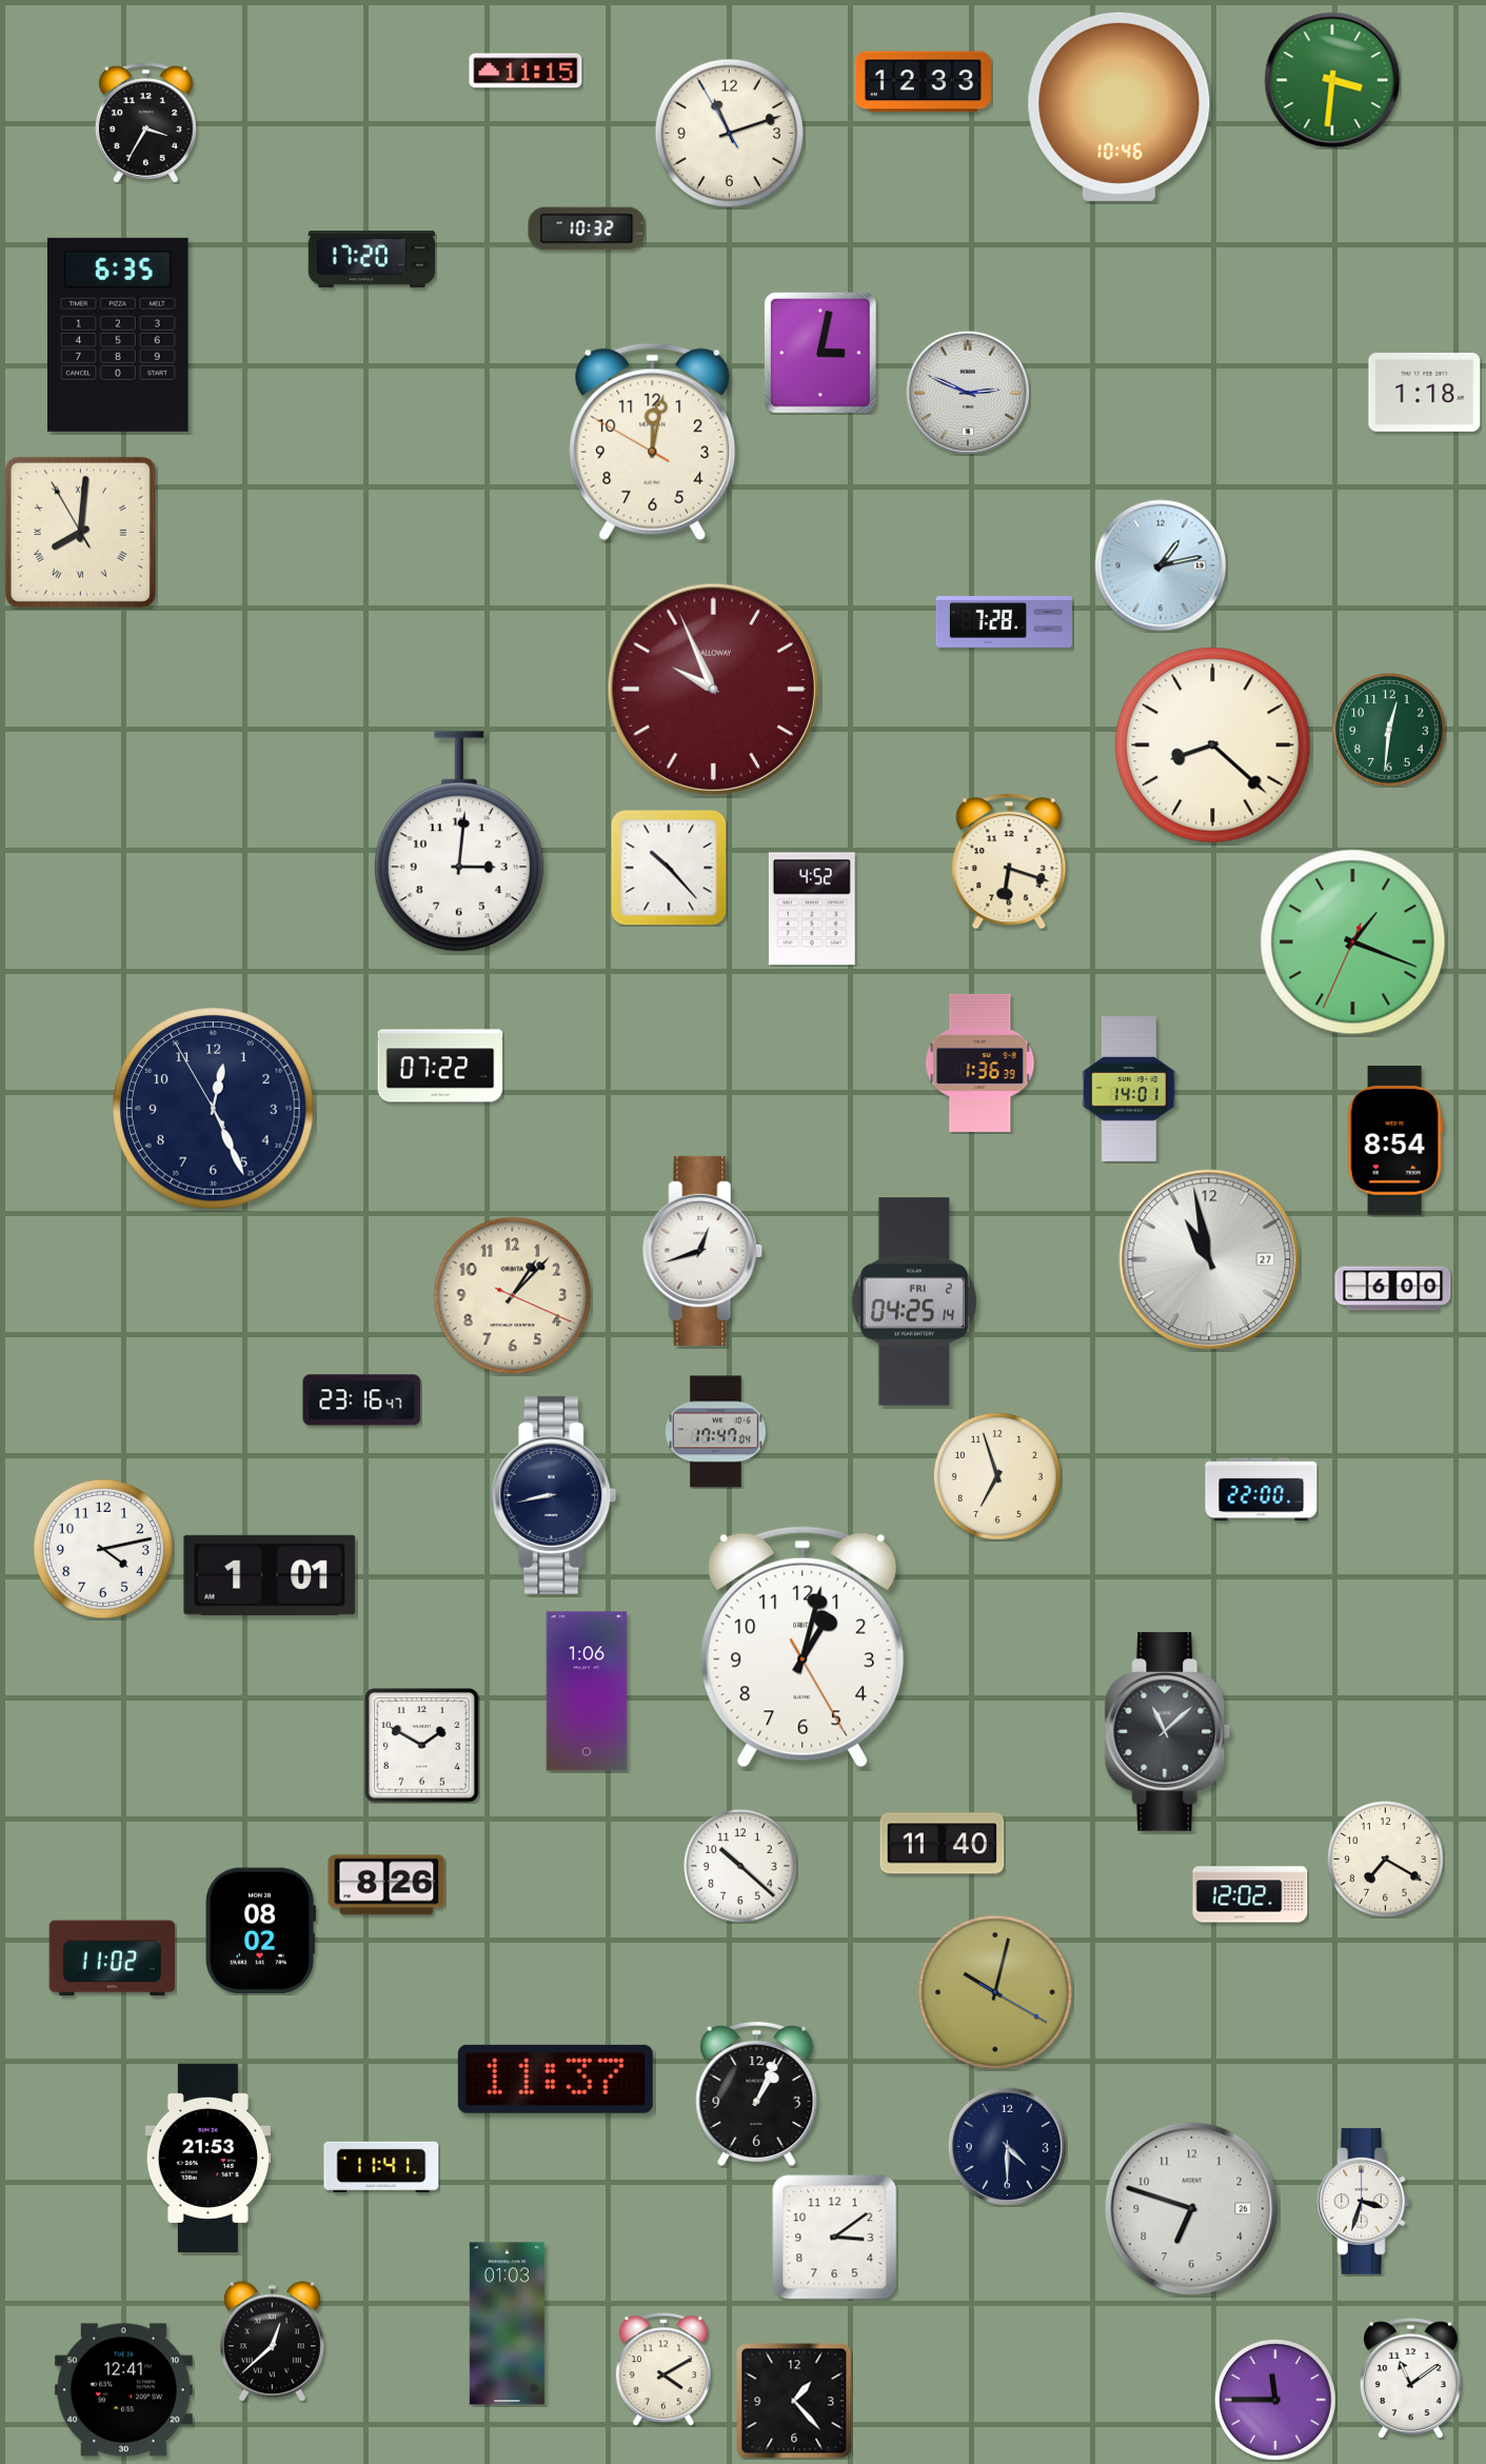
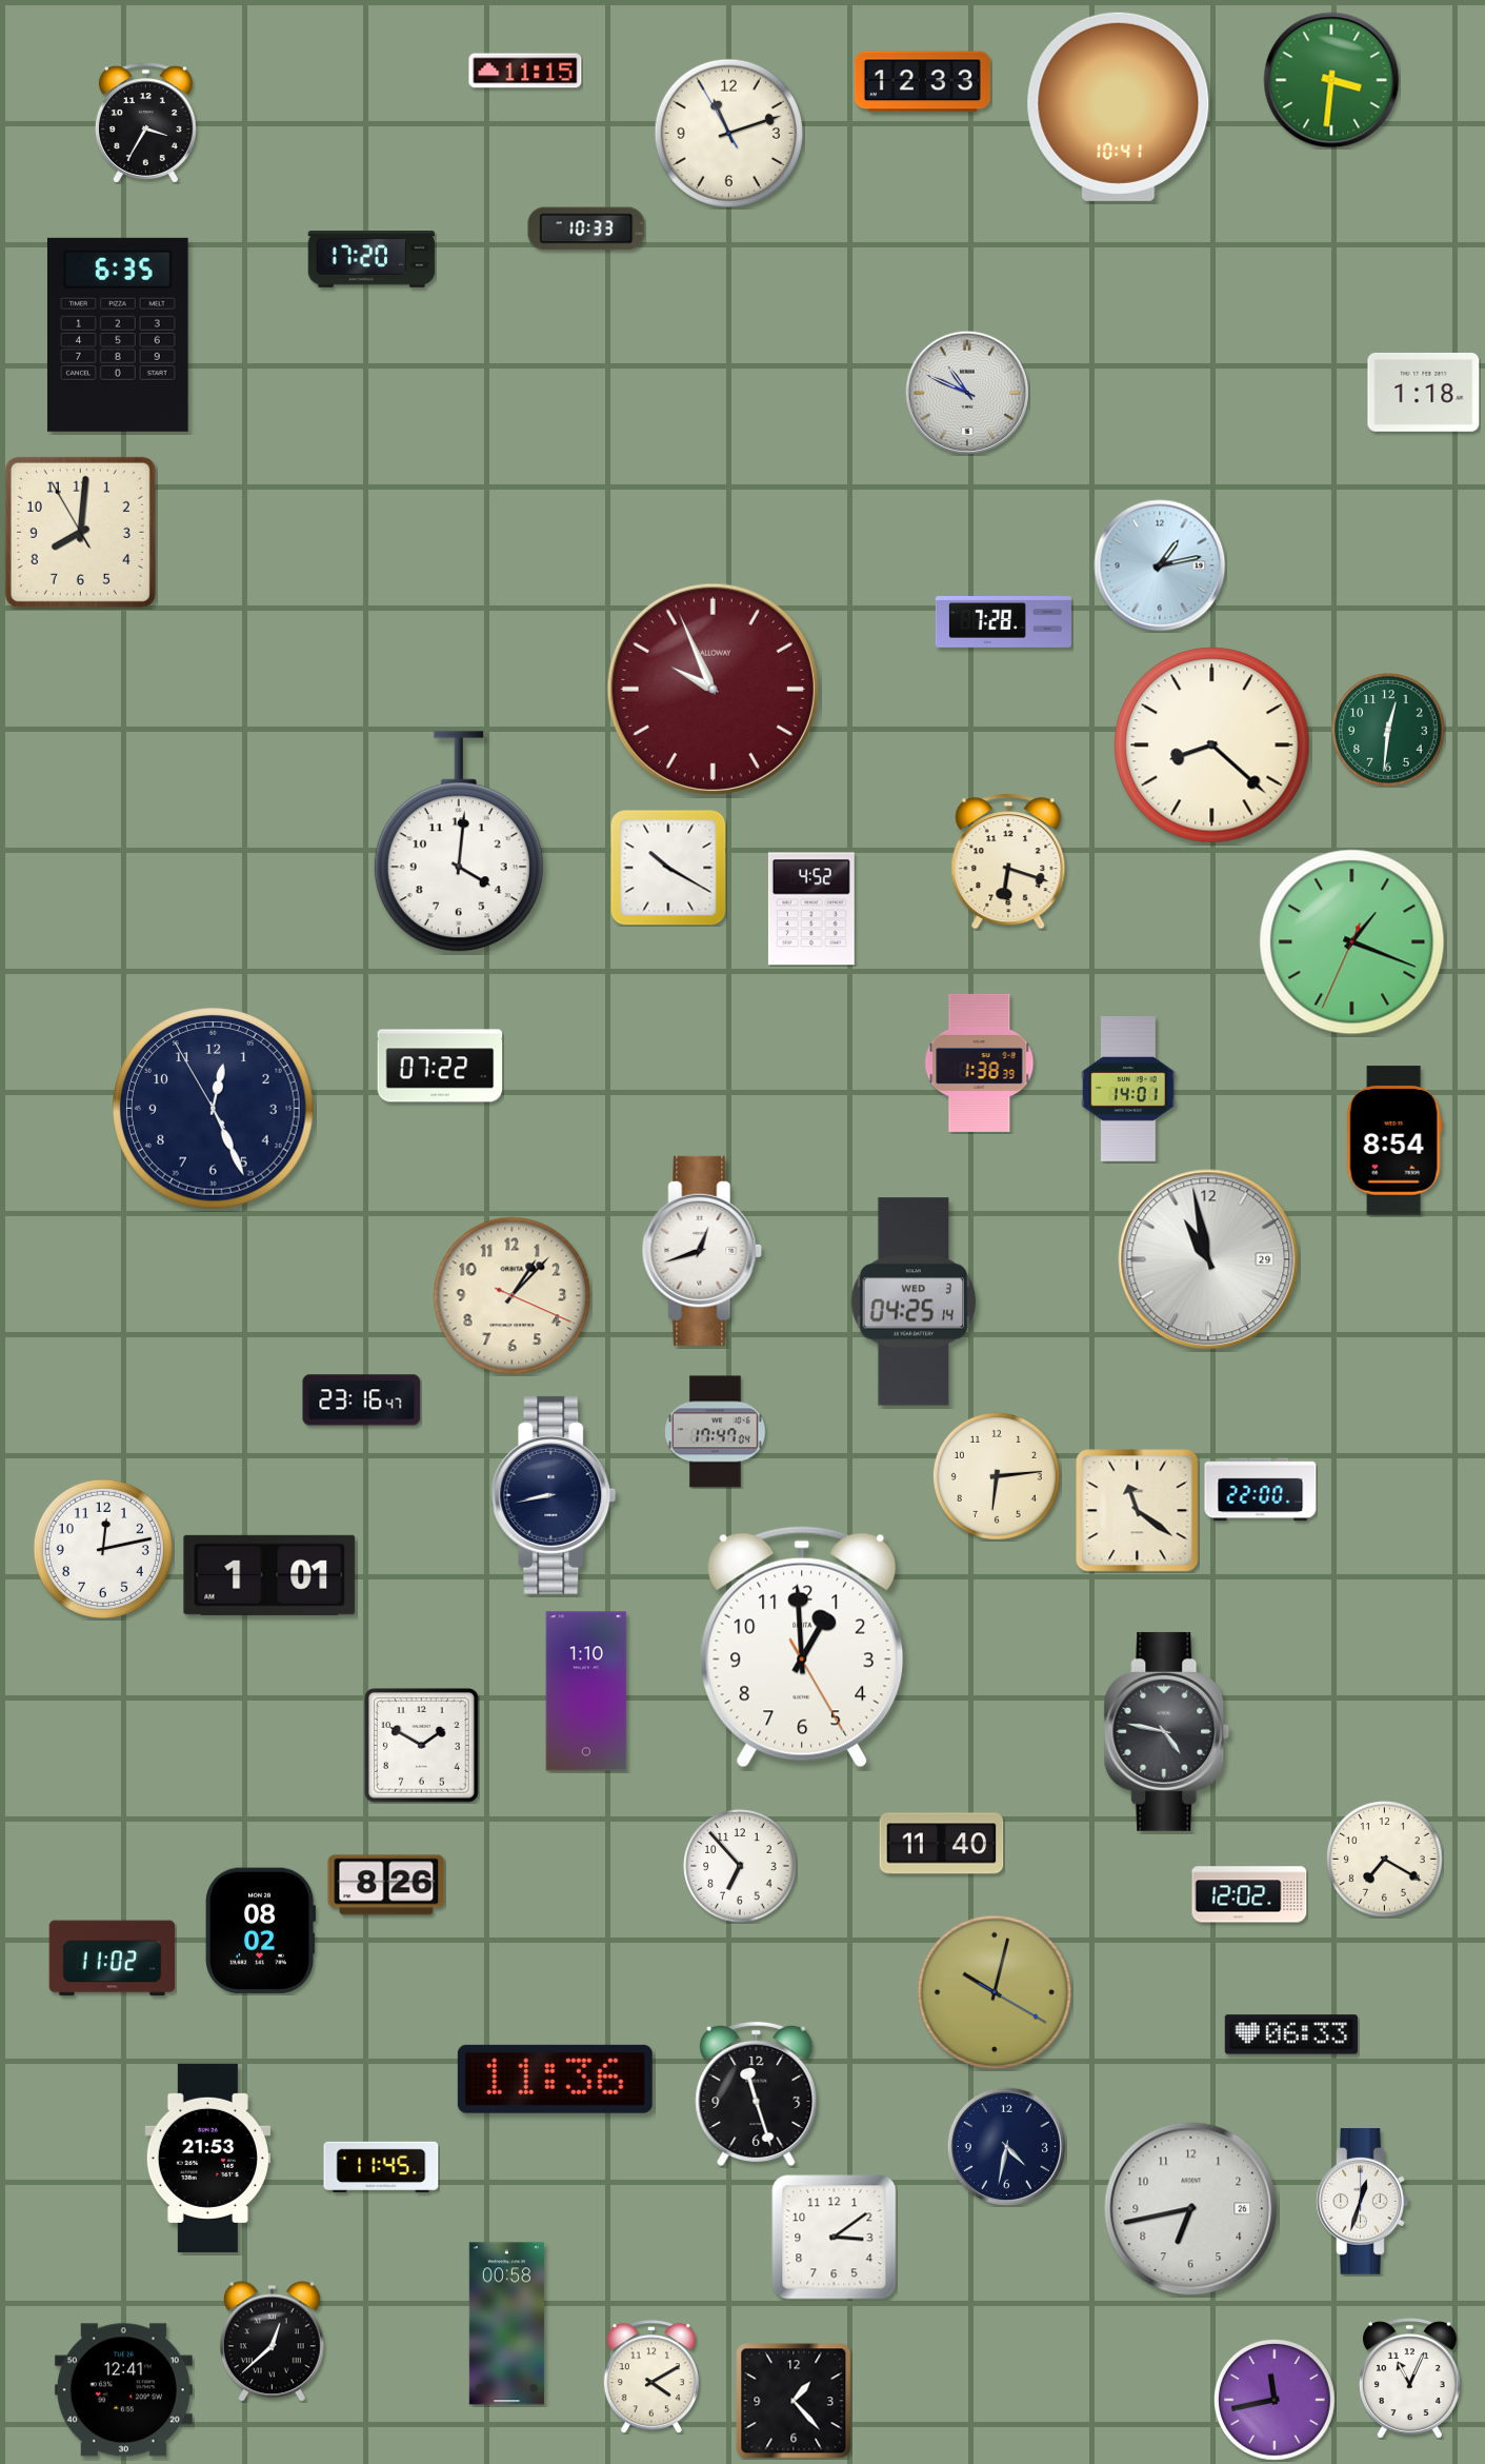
clock at (1120, 106): 10:46 -> 10:41
clock at (587, 228): 10:32 -> 10:33
clock at (820, 353): 3:02 -> none
clock at (968, 393): 2:49 -> 10:49
clock at (653, 442): 12:01 -> none
clock at (80, 532) numerals: Roman -> Arabic
clock at (459, 841): 3:01 -> 4:01
clock at (669, 868): 10:23 -> 10:20
clock at (980, 1062): 1:36 -> 1:38
clock at (1209, 1259) date: 27 -> 29
clock at (1393, 1289): 6:00 -> none
clock at (914, 1301) date: FRI 2 -> WED 3
clock at (997, 1476): 6:57 -> 6:14
clock at (1138, 1511): none -> 11:21
clock at (103, 1549): 4:13 -> 12:13
clock at (803, 1647): 1:02 -> 12:59
clock at (587, 1691): 1:06 -> 1:10
clock at (1168, 1731): 11:08 -> 4:47
clock at (740, 1866): 10:22 -> 6:53
clock at (1291, 2034): none -> 06:33
clock at (555, 2079): 11:37 -> 11:36
clock at (757, 2093): 1:04 -> 11:27
clock at (1007, 2146): 4:30 -> 4:32
clock at (381, 2166): 11:41 -> 11:45
clock at (1364, 2202): 3:33 -> 12:33
clock at (1192, 2209): 6:48 -> 6:43
clock at (507, 2324): 01:03 -> 00:58
clock at (663, 2369) position: (663, 2369) -> (651, 2377)
clock at (1410, 2379): 11:09 -> 11:04
clock at (1276, 2401): 11:45 -> 11:43
